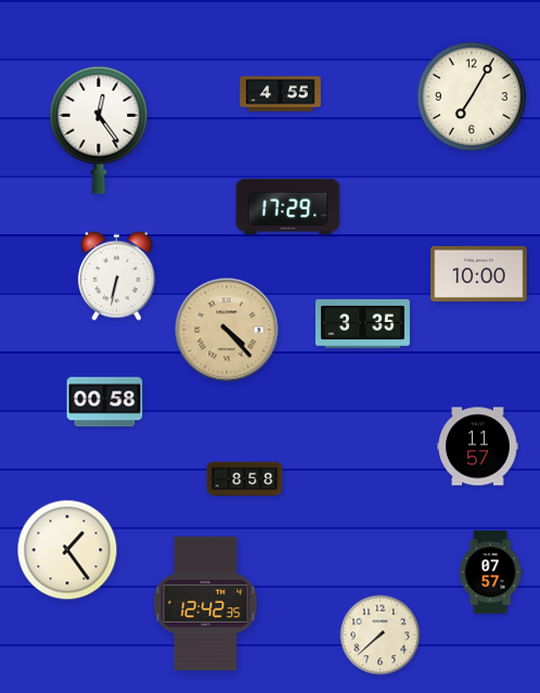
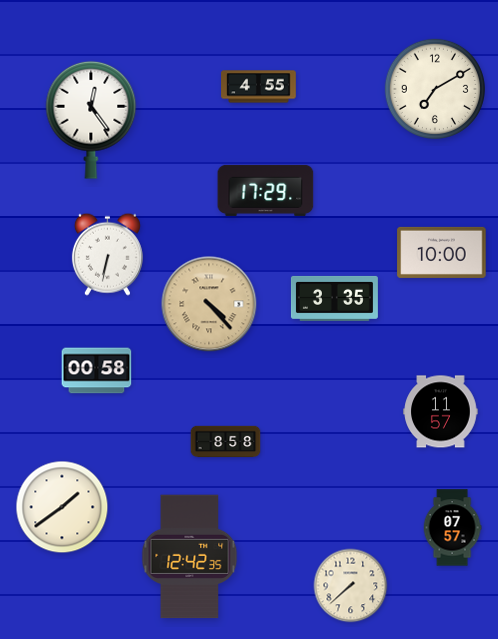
clock at (472, 97): 7:05 -> 7:10
clock at (67, 550): 1:24 -> 1:39
